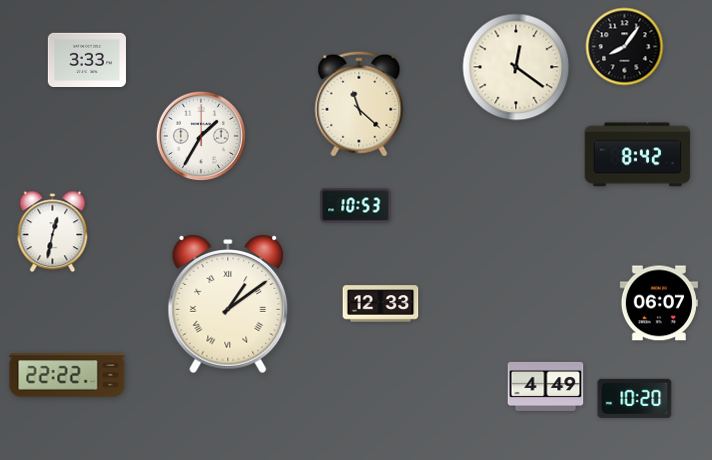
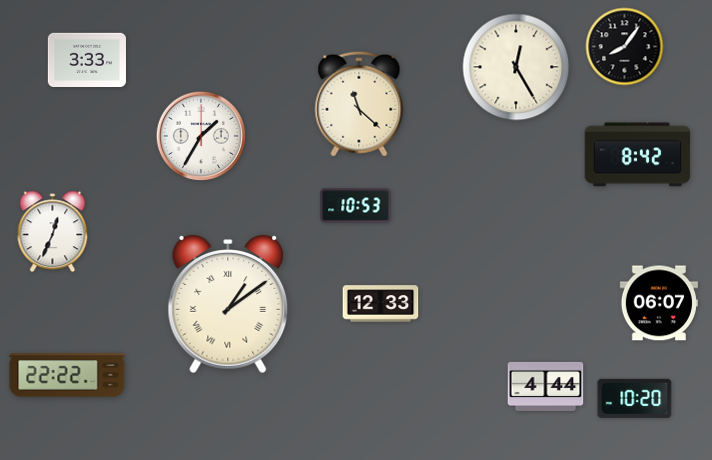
clock at (516, 67): 12:21 -> 12:25
clock at (53, 232): 12:32 -> 12:34
clock at (546, 386): 4:49 -> 4:44
